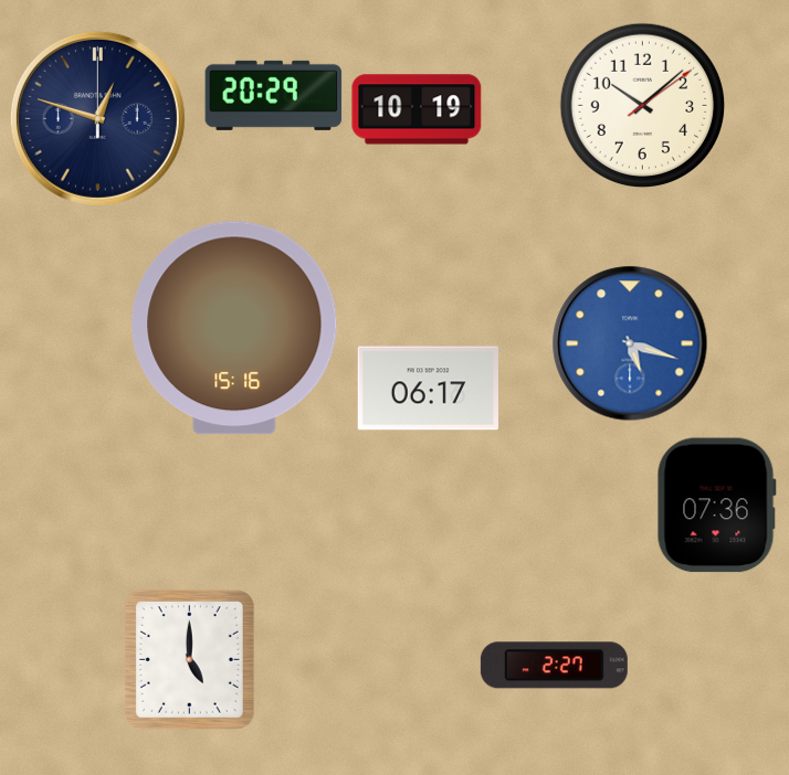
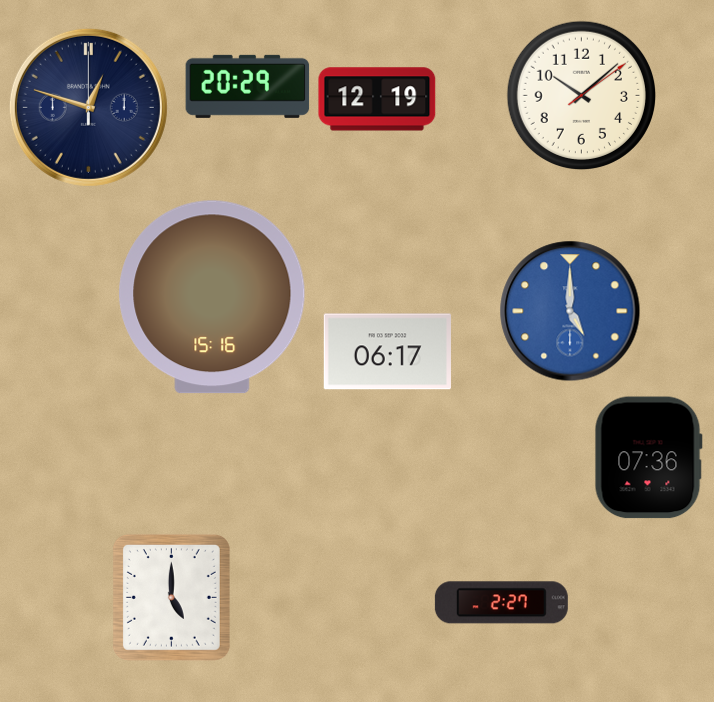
clock at (417, 109): 10:19 -> 12:19
clock at (630, 343): 5:18 -> 5:00
